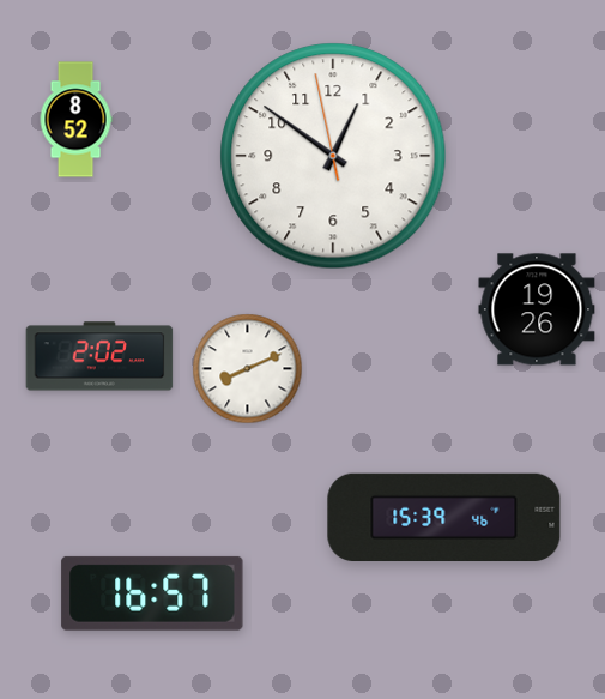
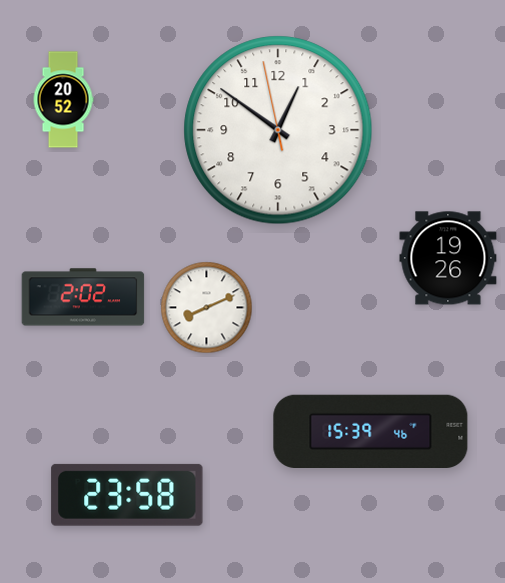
clock at (75, 120): 8:52 -> 20:52
clock at (152, 593): 16:57 -> 23:58
